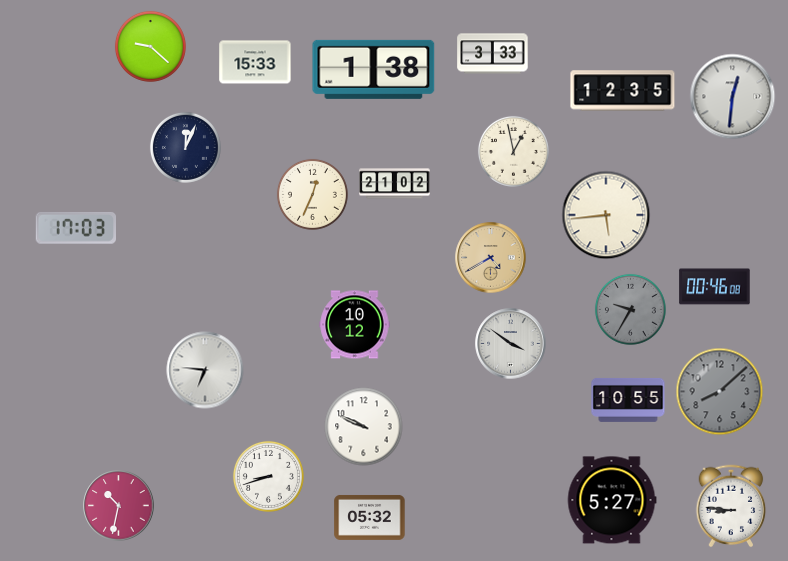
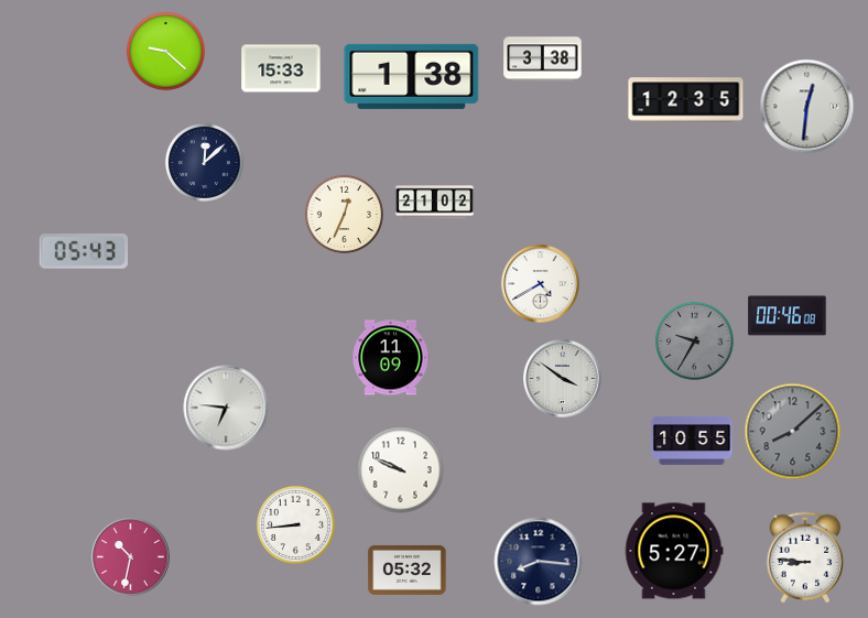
clock at (493, 54): 3:33 -> 3:38
clock at (185, 147): 12:04 -> 12:08
clock at (513, 151): 12:58 -> none
clock at (606, 215): 5:44 -> none
clock at (75, 228): 17:03 -> 05:43
clock at (491, 258) dial: champagne -> white
clock at (355, 325): 10:12 -> 11:09
clock at (268, 476): 8:42 -> 8:44
clock at (539, 562): none -> 8:16
